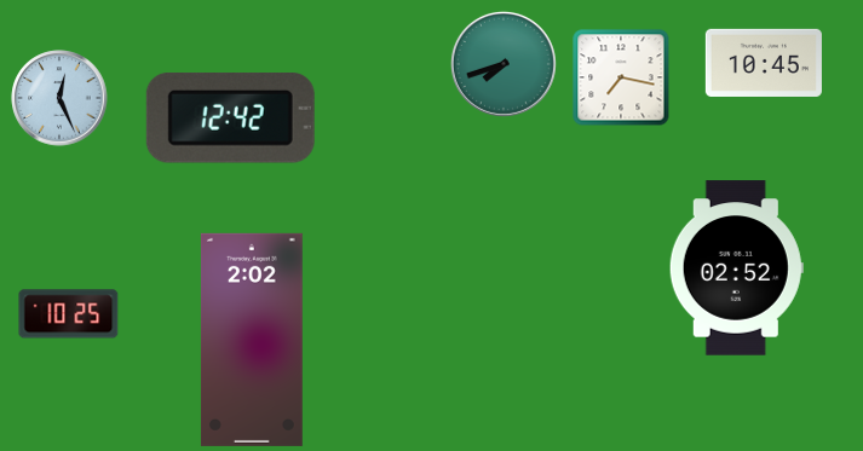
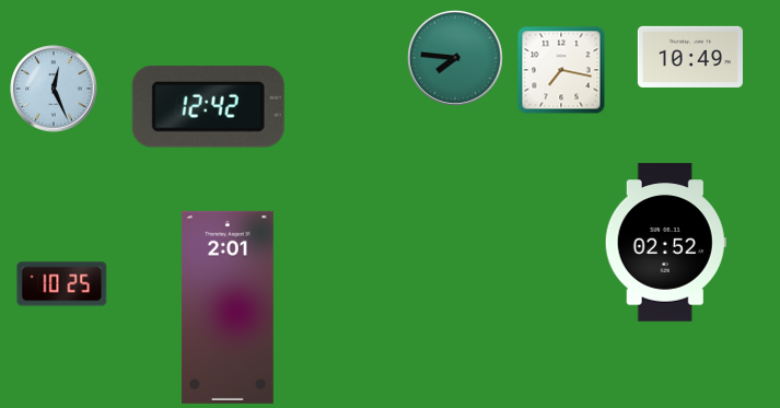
clock at (764, 63): 10:45 -> 10:49
clock at (504, 64): 7:42 -> 7:46
clock at (252, 340): 2:02 -> 2:01
